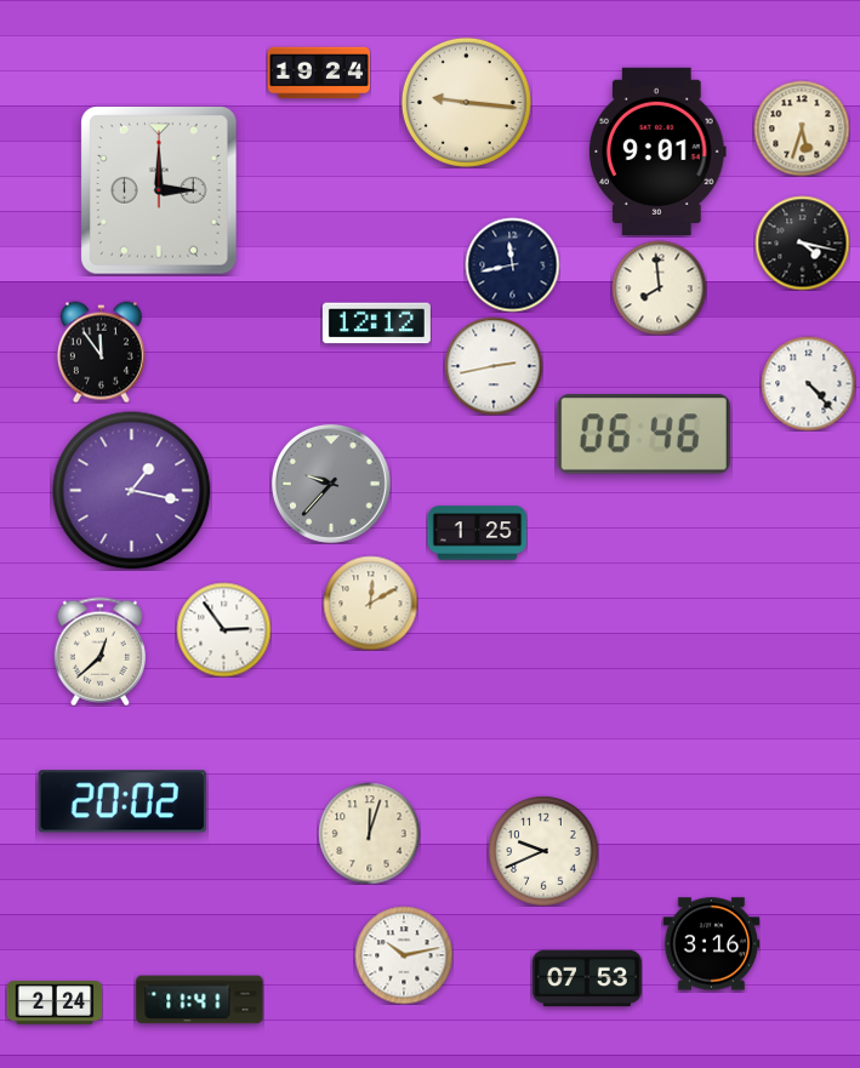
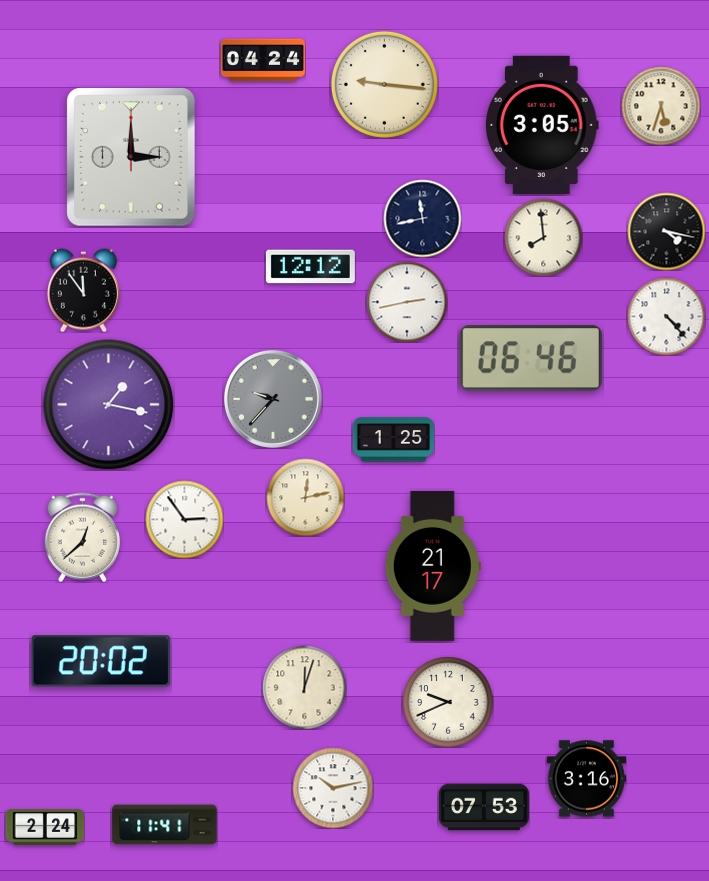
clock at (319, 73): 19:24 -> 04:24
clock at (657, 150): 9:01 -> 3:05
clock at (802, 242) position: (802, 242) -> (666, 231)
clock at (370, 602): 12:10 -> 12:13
clock at (433, 566): none -> 21:17
